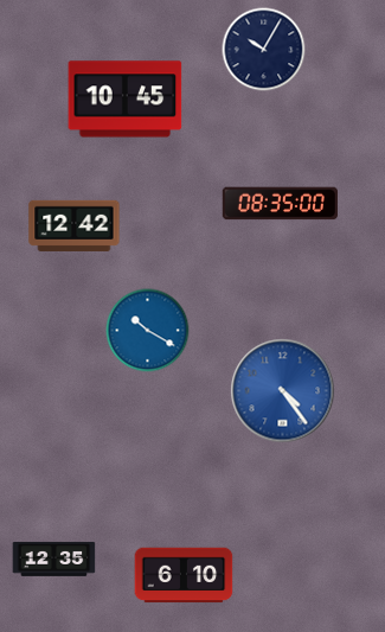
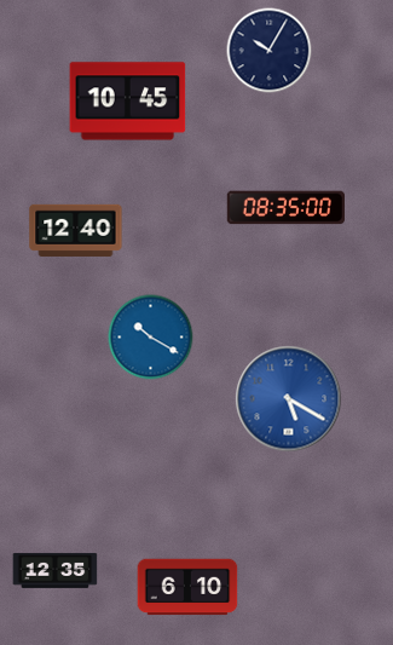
clock at (75, 225): 12:42 -> 12:40
clock at (283, 391): 4:24 -> 5:20
